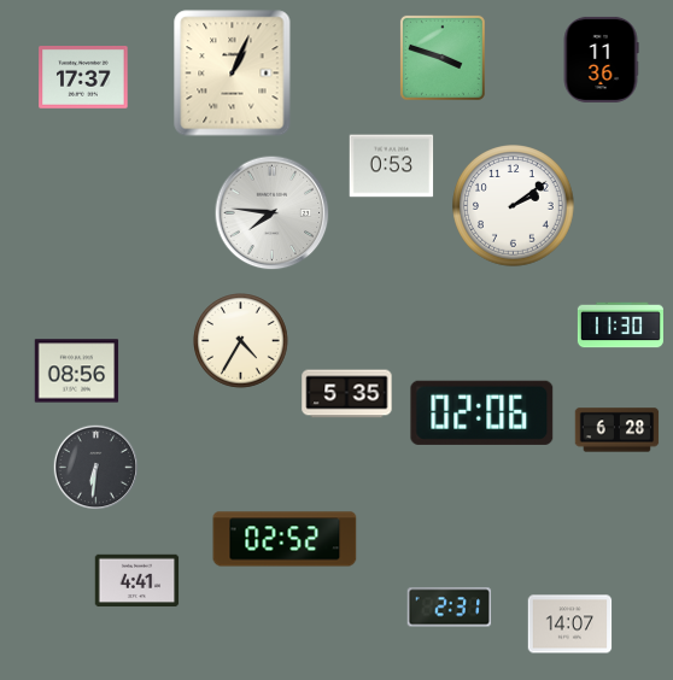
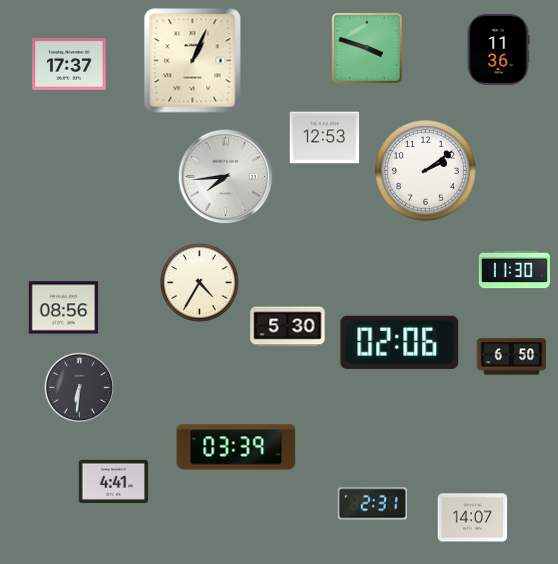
clock at (392, 166): 0:53 -> 12:53
clock at (273, 213): 7:46 -> 7:44
clock at (347, 394): 5:35 -> 5:30
clock at (618, 430): 6:28 -> 6:50
clock at (285, 539): 02:52 -> 03:39
